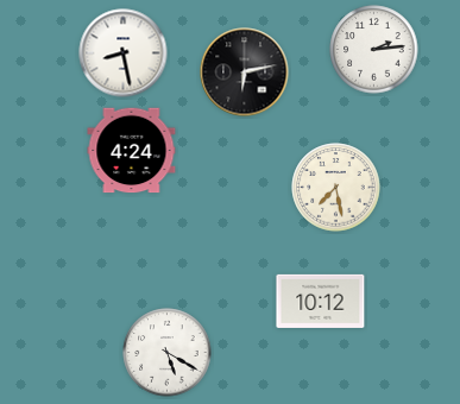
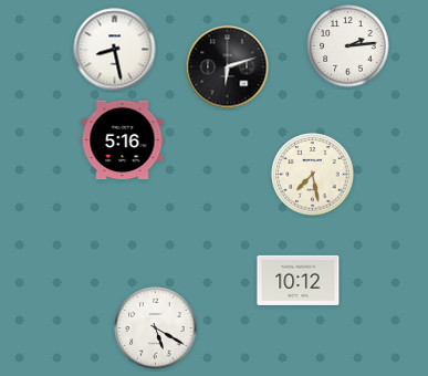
clock at (245, 72): 6:13 -> 6:12
clock at (132, 151): 4:24 -> 5:16
